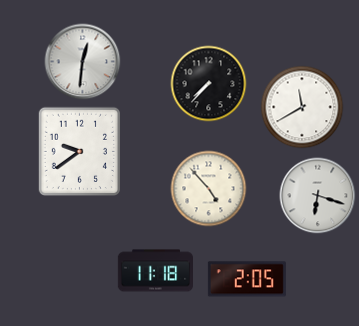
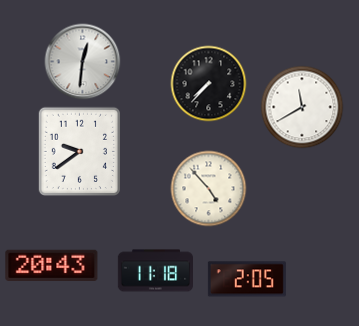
clock at (318, 196): 6:18 -> none
clock at (52, 265): none -> 20:43
